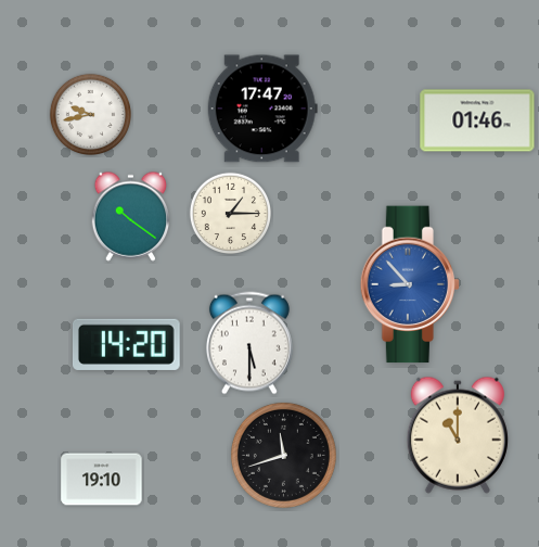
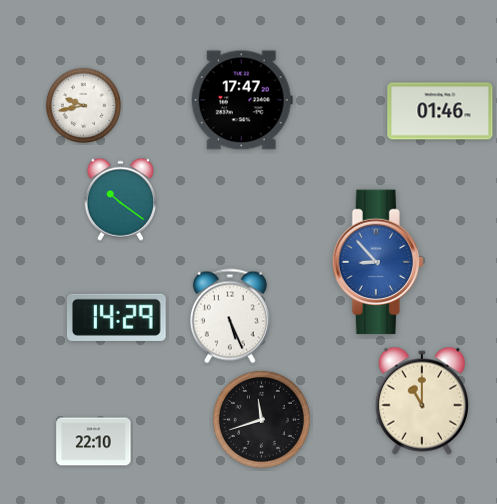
clock at (230, 213): 1:15 -> none
clock at (249, 343): 5:30 -> 5:26
clock at (126, 344): 14:20 -> 14:29
clock at (102, 480): 19:10 -> 22:10
